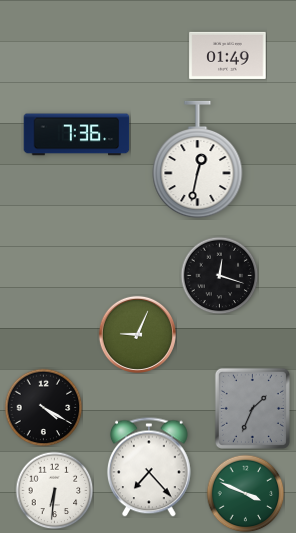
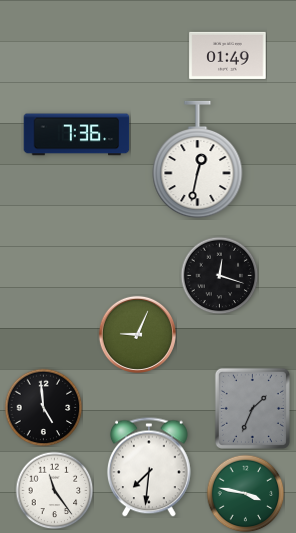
clock at (43, 407): 4:20 -> 4:59
clock at (149, 467): 7:23 -> 7:31
clock at (54, 490): 6:31 -> 11:24
clock at (245, 493): 3:49 -> 3:47
